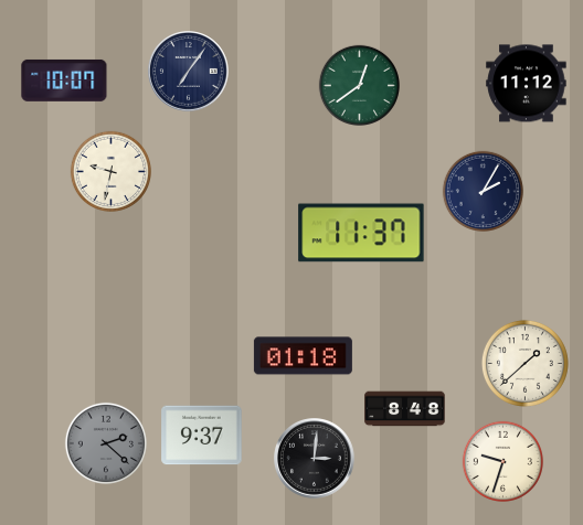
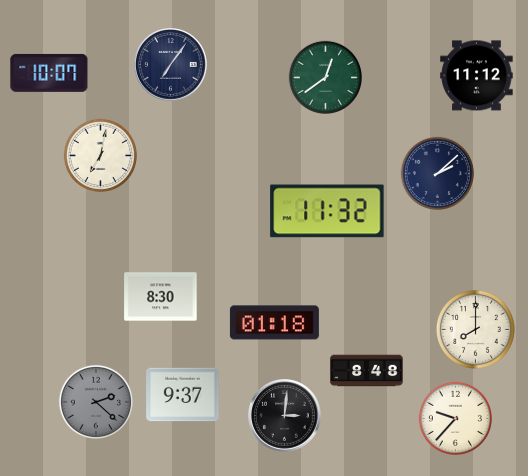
clock at (64, 81) position: (64, 81) -> (49, 73)
clock at (110, 171): 9:32 -> 7:02
clock at (483, 191): 2:05 -> 2:08
clock at (361, 233): 11:37 -> 11:32
clock at (161, 297): none -> 8:30
clock at (524, 363): 1:38 -> 8:00
clock at (502, 461): 9:33 -> 9:37
